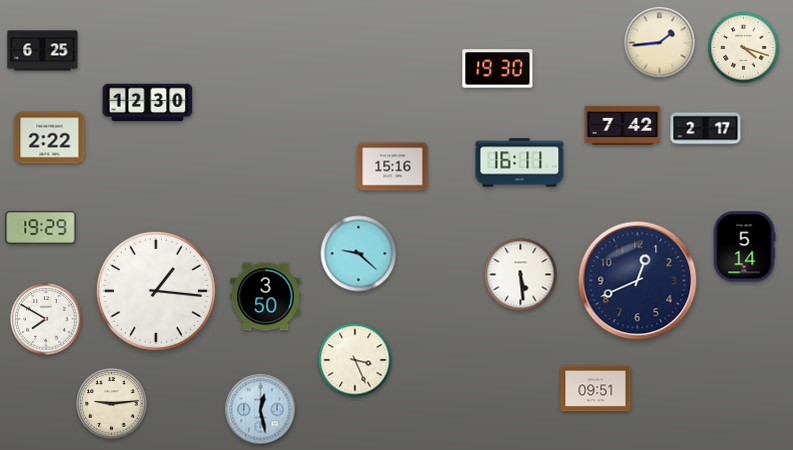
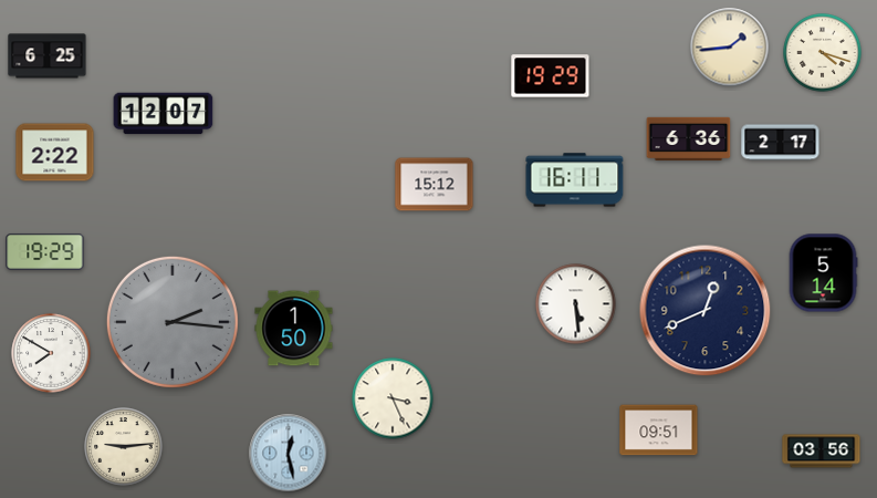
clock at (498, 69): 19:30 -> 19:29
clock at (148, 103): 12:30 -> 12:07
clock at (623, 125): 7:42 -> 6:36
clock at (393, 167): 15:16 -> 15:12
clock at (359, 254): 9:22 -> none
clock at (156, 291): 1:16 -> 2:16
clock at (156, 291) dial: white -> grey
clock at (266, 297): 3:50 -> 1:50
clock at (822, 452): none -> 03:56
